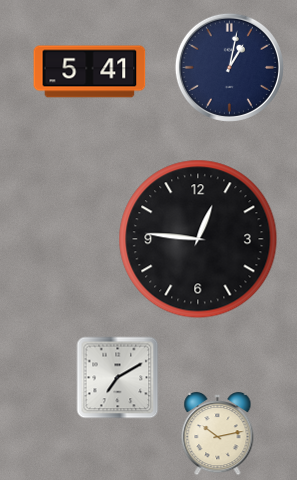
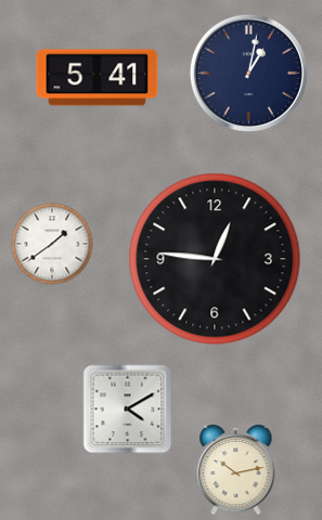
clock at (52, 244): none -> 1:39
clock at (118, 378): 7:10 -> 4:10
